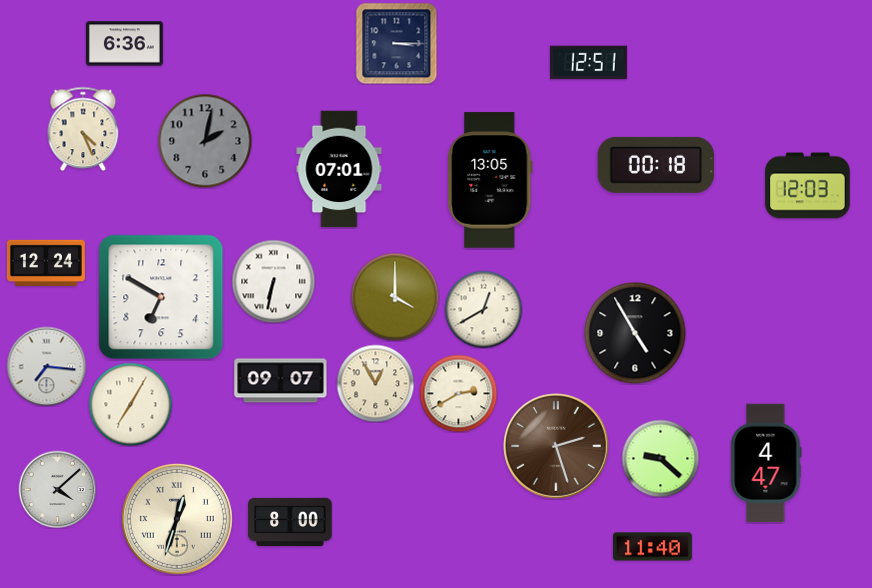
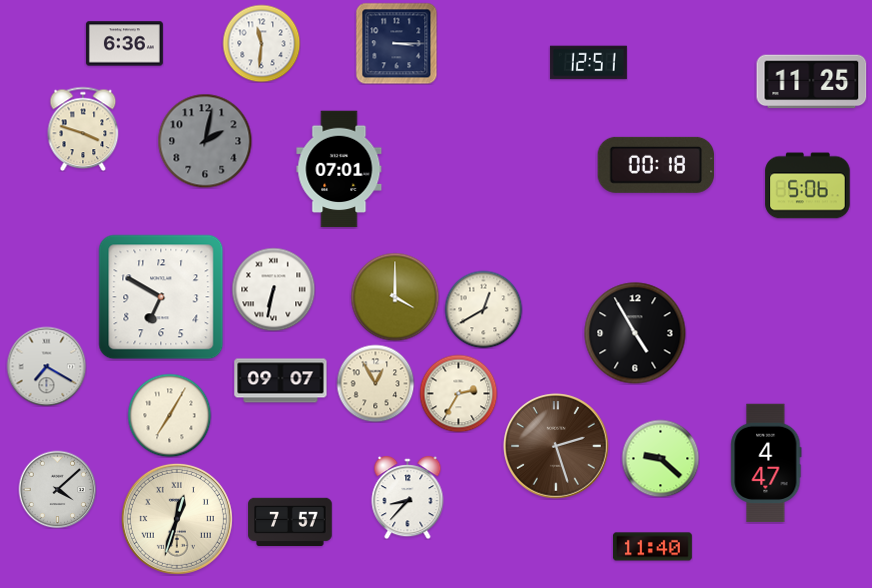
clock at (261, 43): none -> 11:31
clock at (812, 82): none -> 11:25
clock at (83, 129): 4:26 -> 3:48
clock at (490, 180): 13:05 -> none
clock at (808, 186): 12:03 -> 5:06
clock at (46, 262): 12:24 -> none
clock at (273, 281) position: (273, 281) -> (273, 289)
clock at (46, 366): 7:16 -> 7:20
clock at (458, 393): 2:40 -> 2:35
clock at (130, 404) position: (130, 404) -> (169, 415)
clock at (408, 498): none -> 8:37
clock at (290, 522): 8:00 -> 7:57
